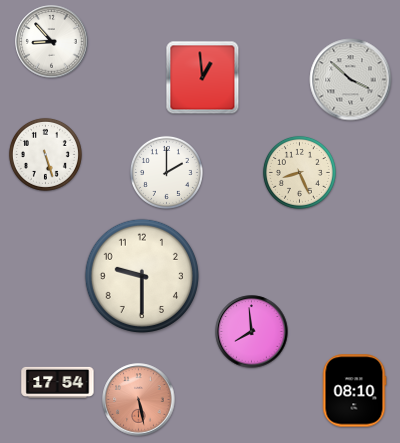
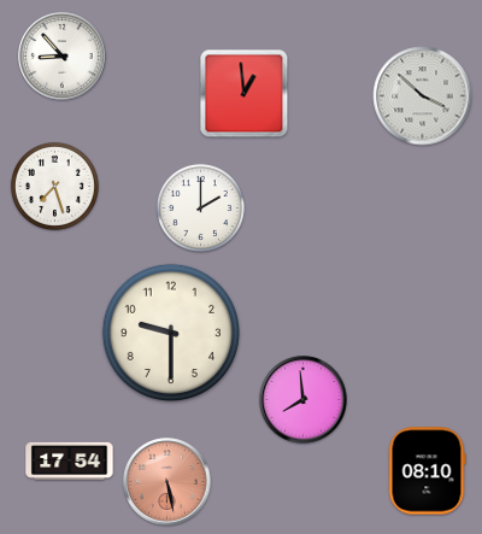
clock at (52, 42) position: (52, 42) -> (63, 57)
clock at (45, 154): 5:27 -> 7:27
clock at (299, 172): 8:26 -> none
